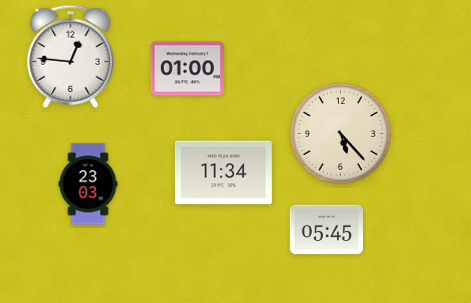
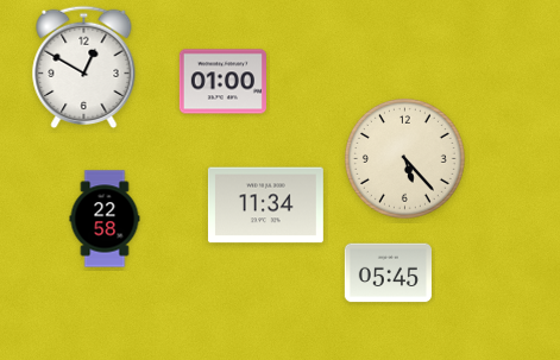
clock at (71, 56): 12:46 -> 12:50
clock at (88, 184): 23:03 -> 22:58
